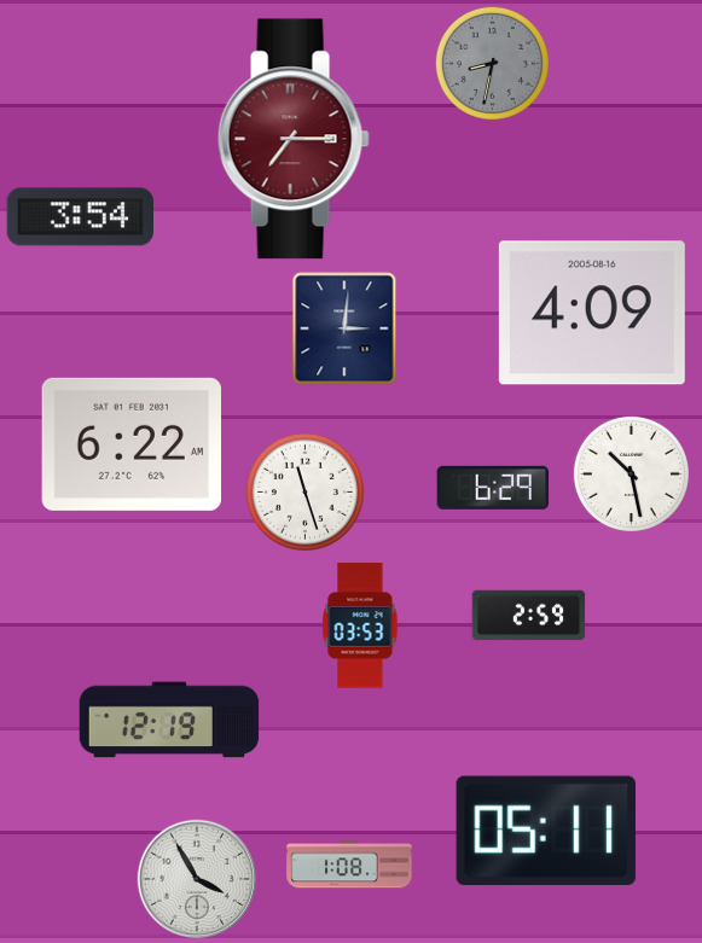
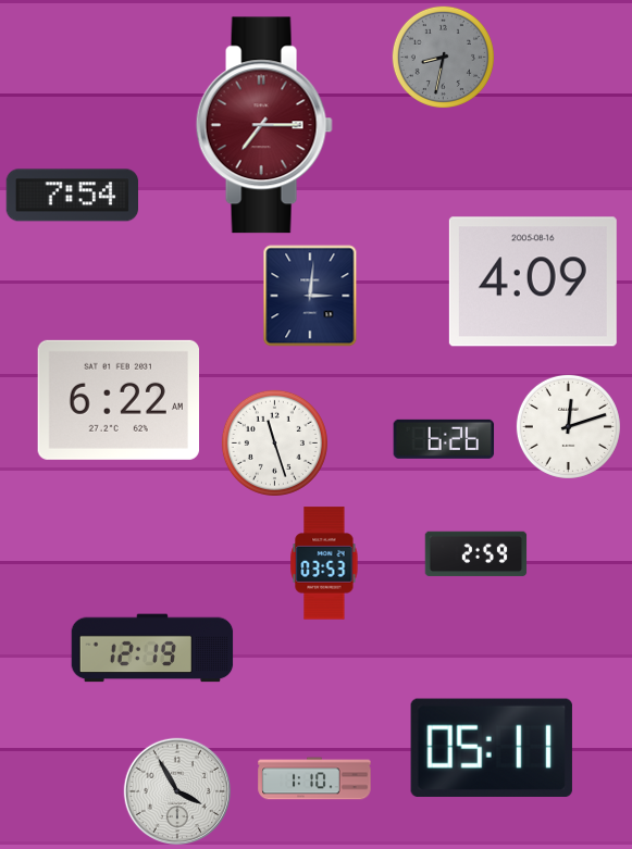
clock at (80, 217): 3:54 -> 7:54
clock at (631, 473): 10:28 -> 12:12
clock at (493, 488): 6:29 -> 6:26
clock at (349, 865): 1:08 -> 1:10
